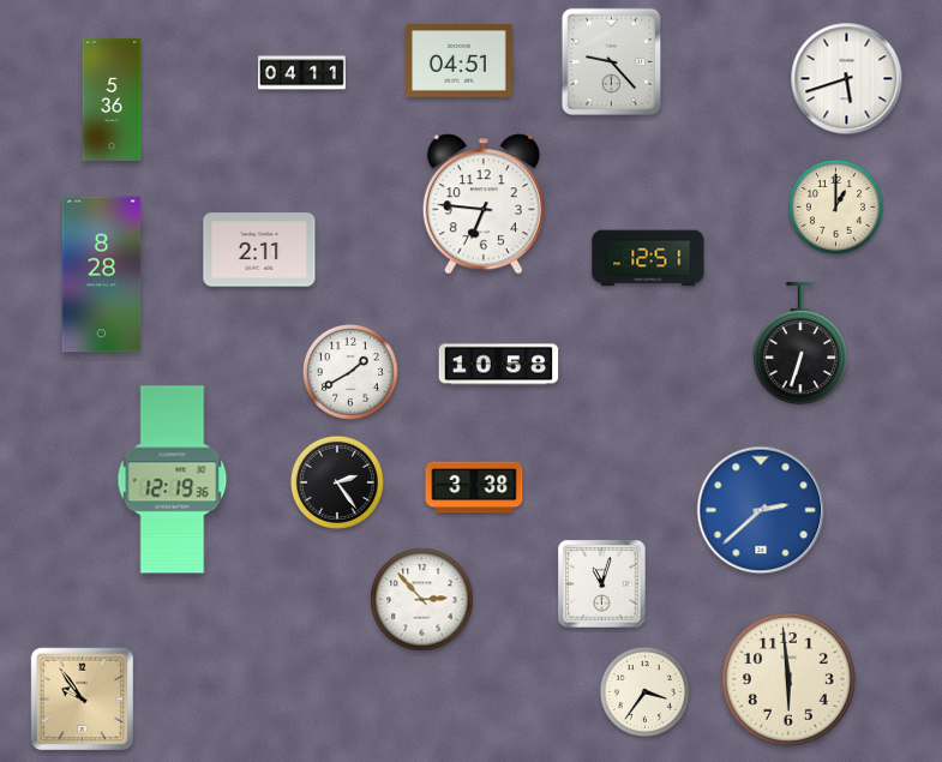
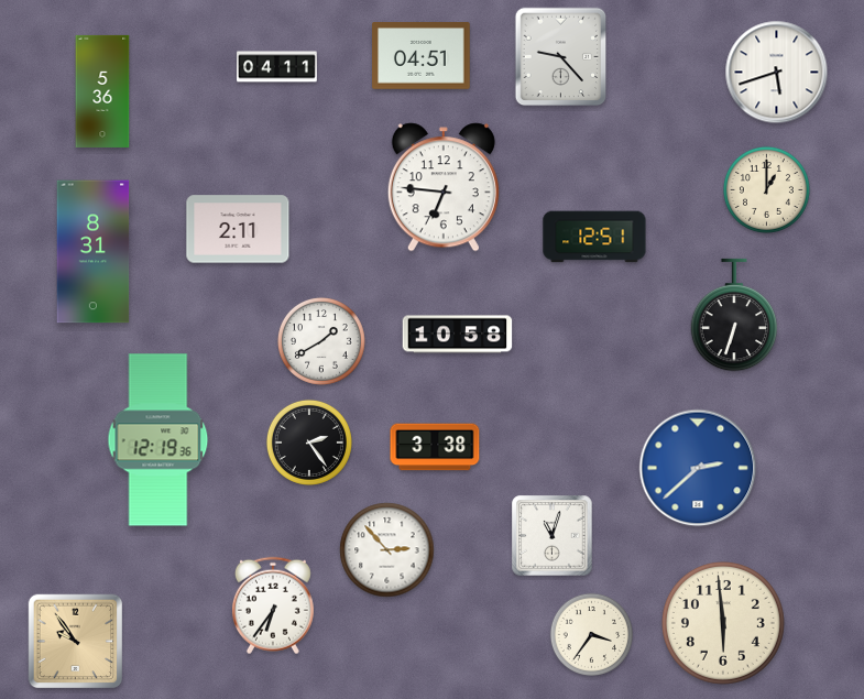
clock at (102, 275): 8:28 -> 8:31
clock at (273, 605): none -> 6:36
